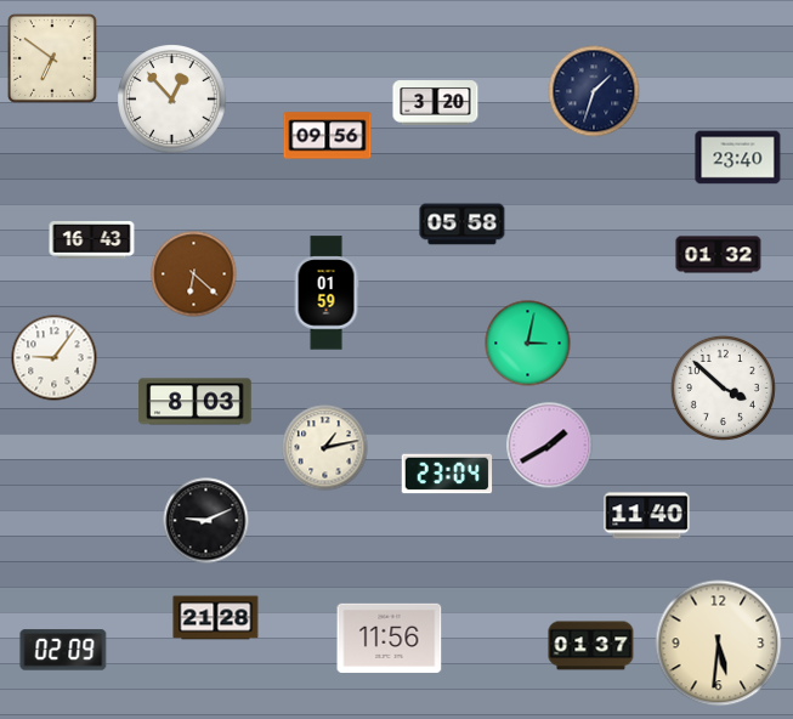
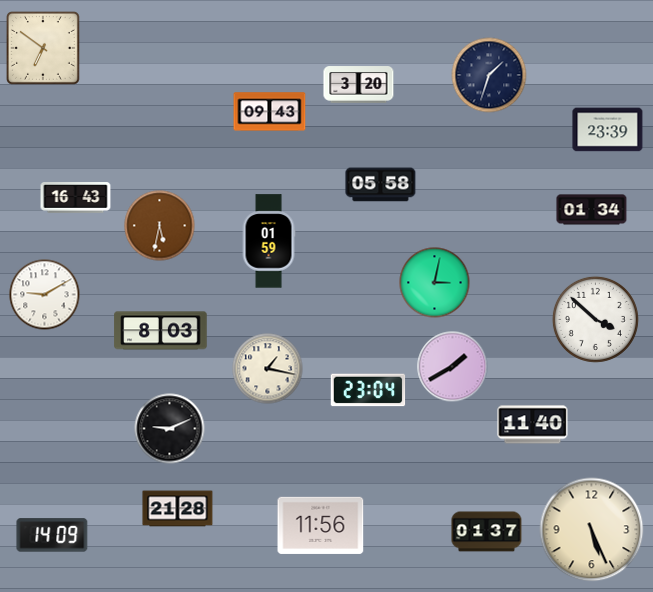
clock at (172, 100): 12:53 -> none
clock at (328, 136): 09:56 -> 09:43
clock at (738, 158): 23:40 -> 23:39
clock at (719, 255): 01:32 -> 01:34
clock at (194, 274): 6:22 -> 5:32
clock at (55, 358): 9:06 -> 9:10
clock at (325, 448): 1:13 -> 1:17
clock at (719, 644): 5:31 -> 5:26
clock at (63, 650): 02:09 -> 14:09
